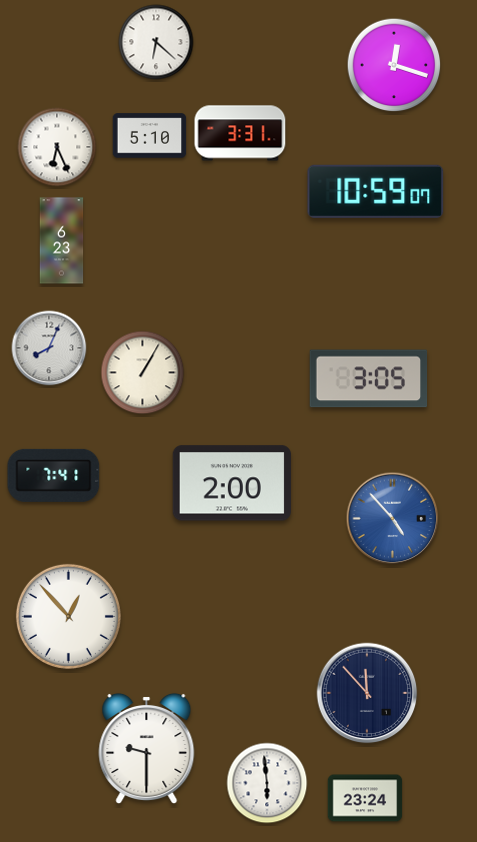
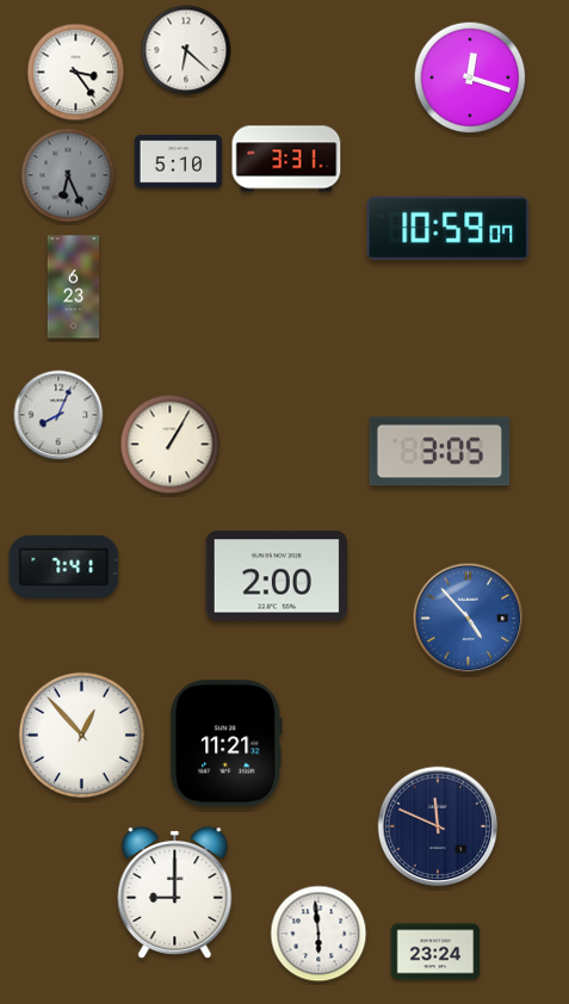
clock at (76, 73): none -> 3:24
clock at (57, 147) dial: white -> grey
clock at (227, 744): none -> 11:21
clock at (367, 693): 11:53 -> 11:49
clock at (147, 749): 9:30 -> 9:00
